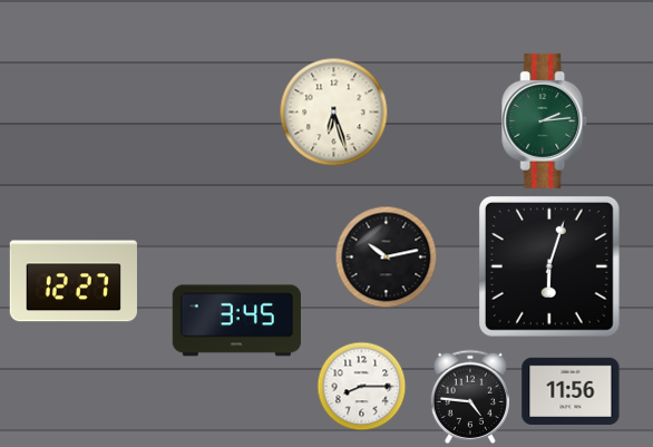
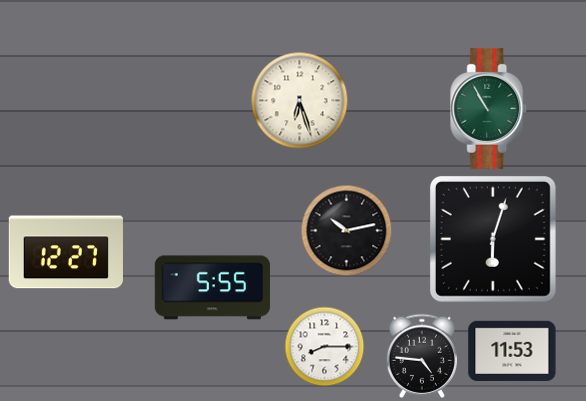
clock at (545, 120): 2:14 -> 10:55
clock at (236, 321): 3:45 -> 5:55
clock at (571, 391): 11:56 -> 11:53
